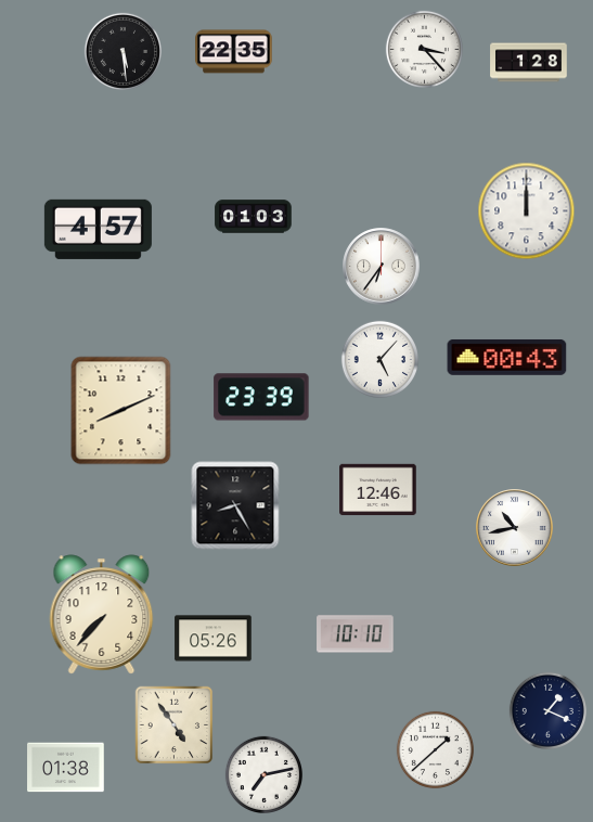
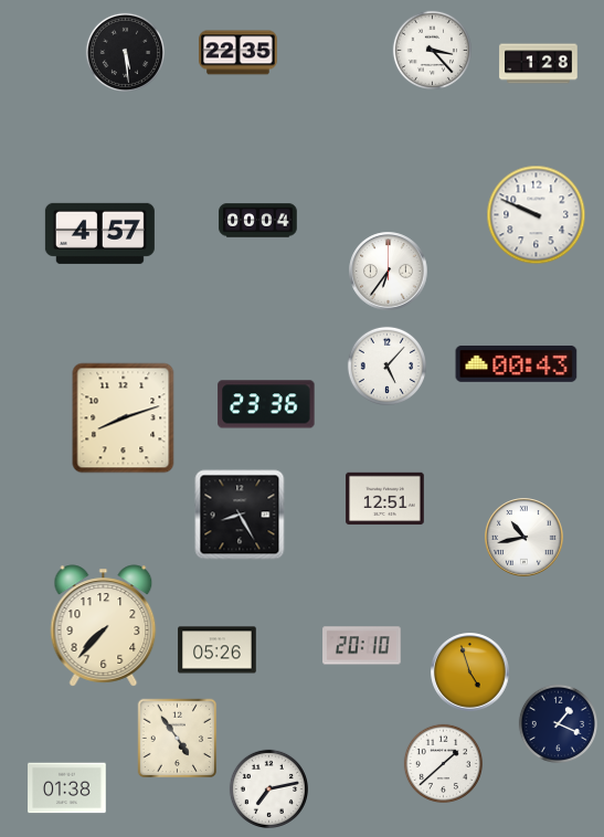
clock at (527, 211): 12:00 -> 9:49
clock at (254, 217): 01:03 -> 00:04
clock at (261, 397): 23:39 -> 23:36
clock at (121, 411): 8:11 -> 8:12
clock at (378, 490): 12:46 -> 12:51
clock at (356, 634): 10:10 -> 20:10
clock at (470, 672): none -> 4:57
clock at (66, 768) position: (66, 768) -> (67, 788)
